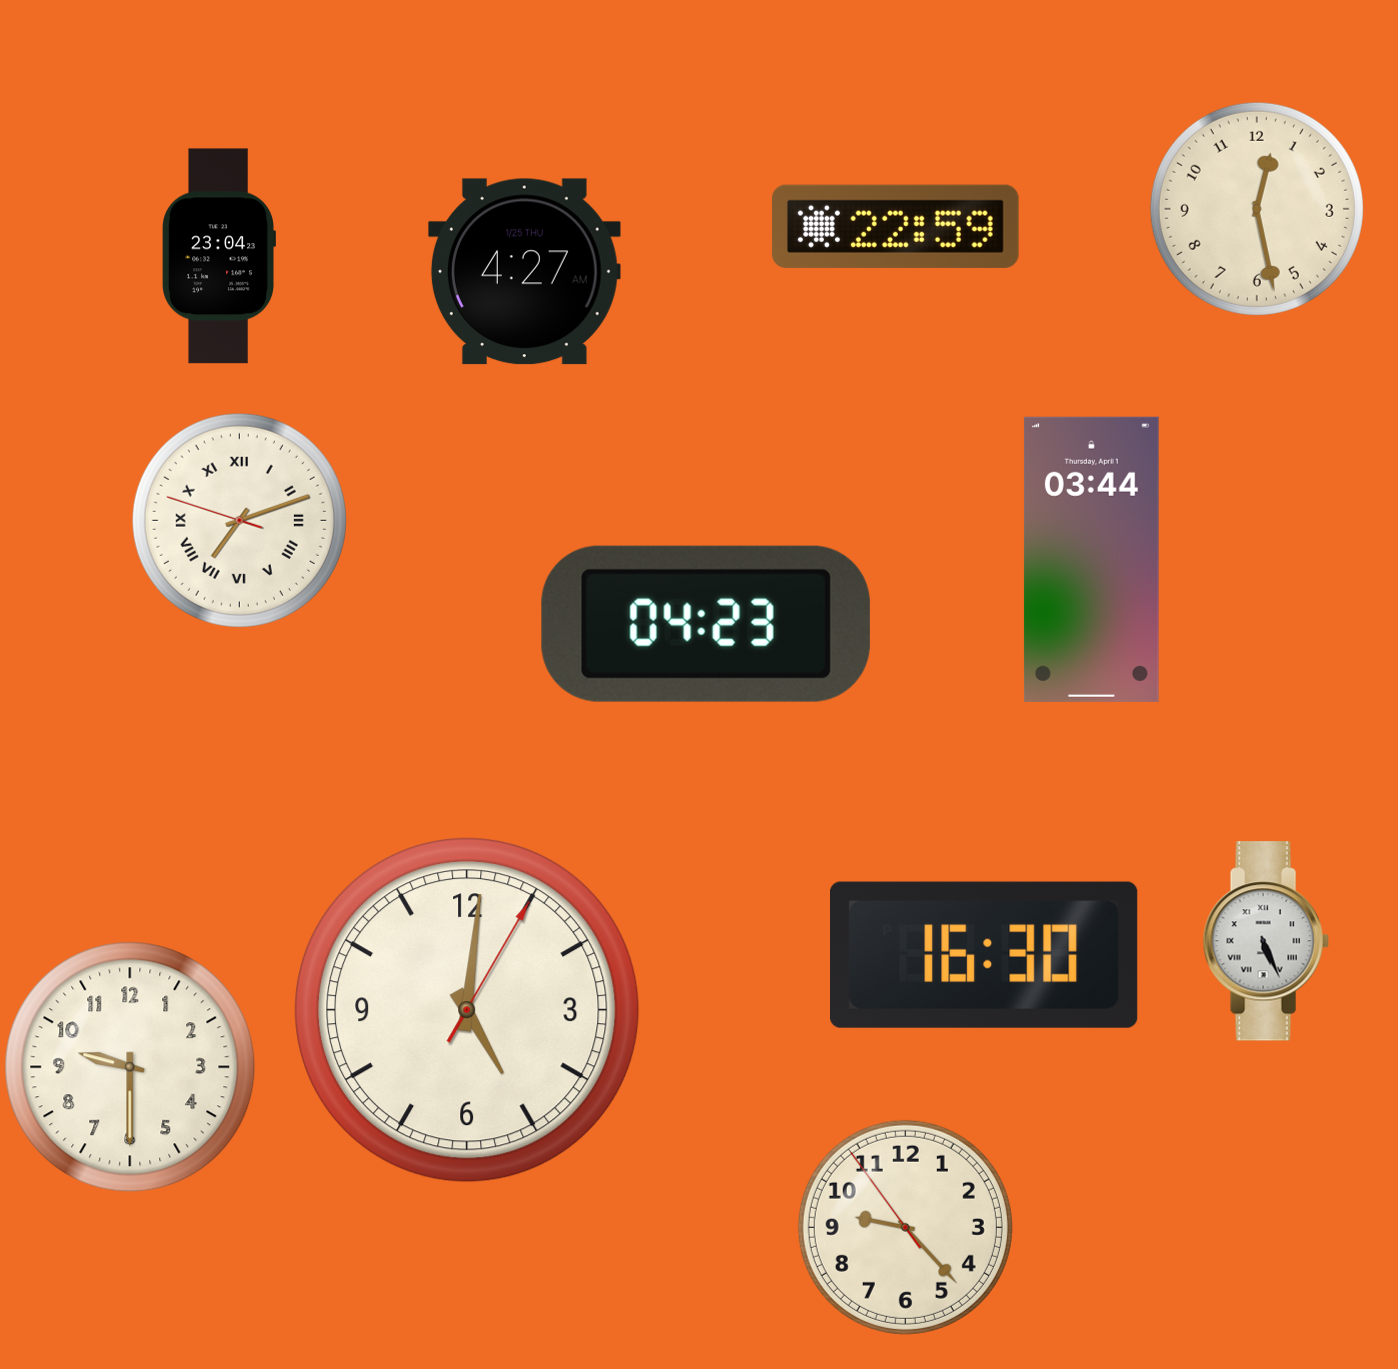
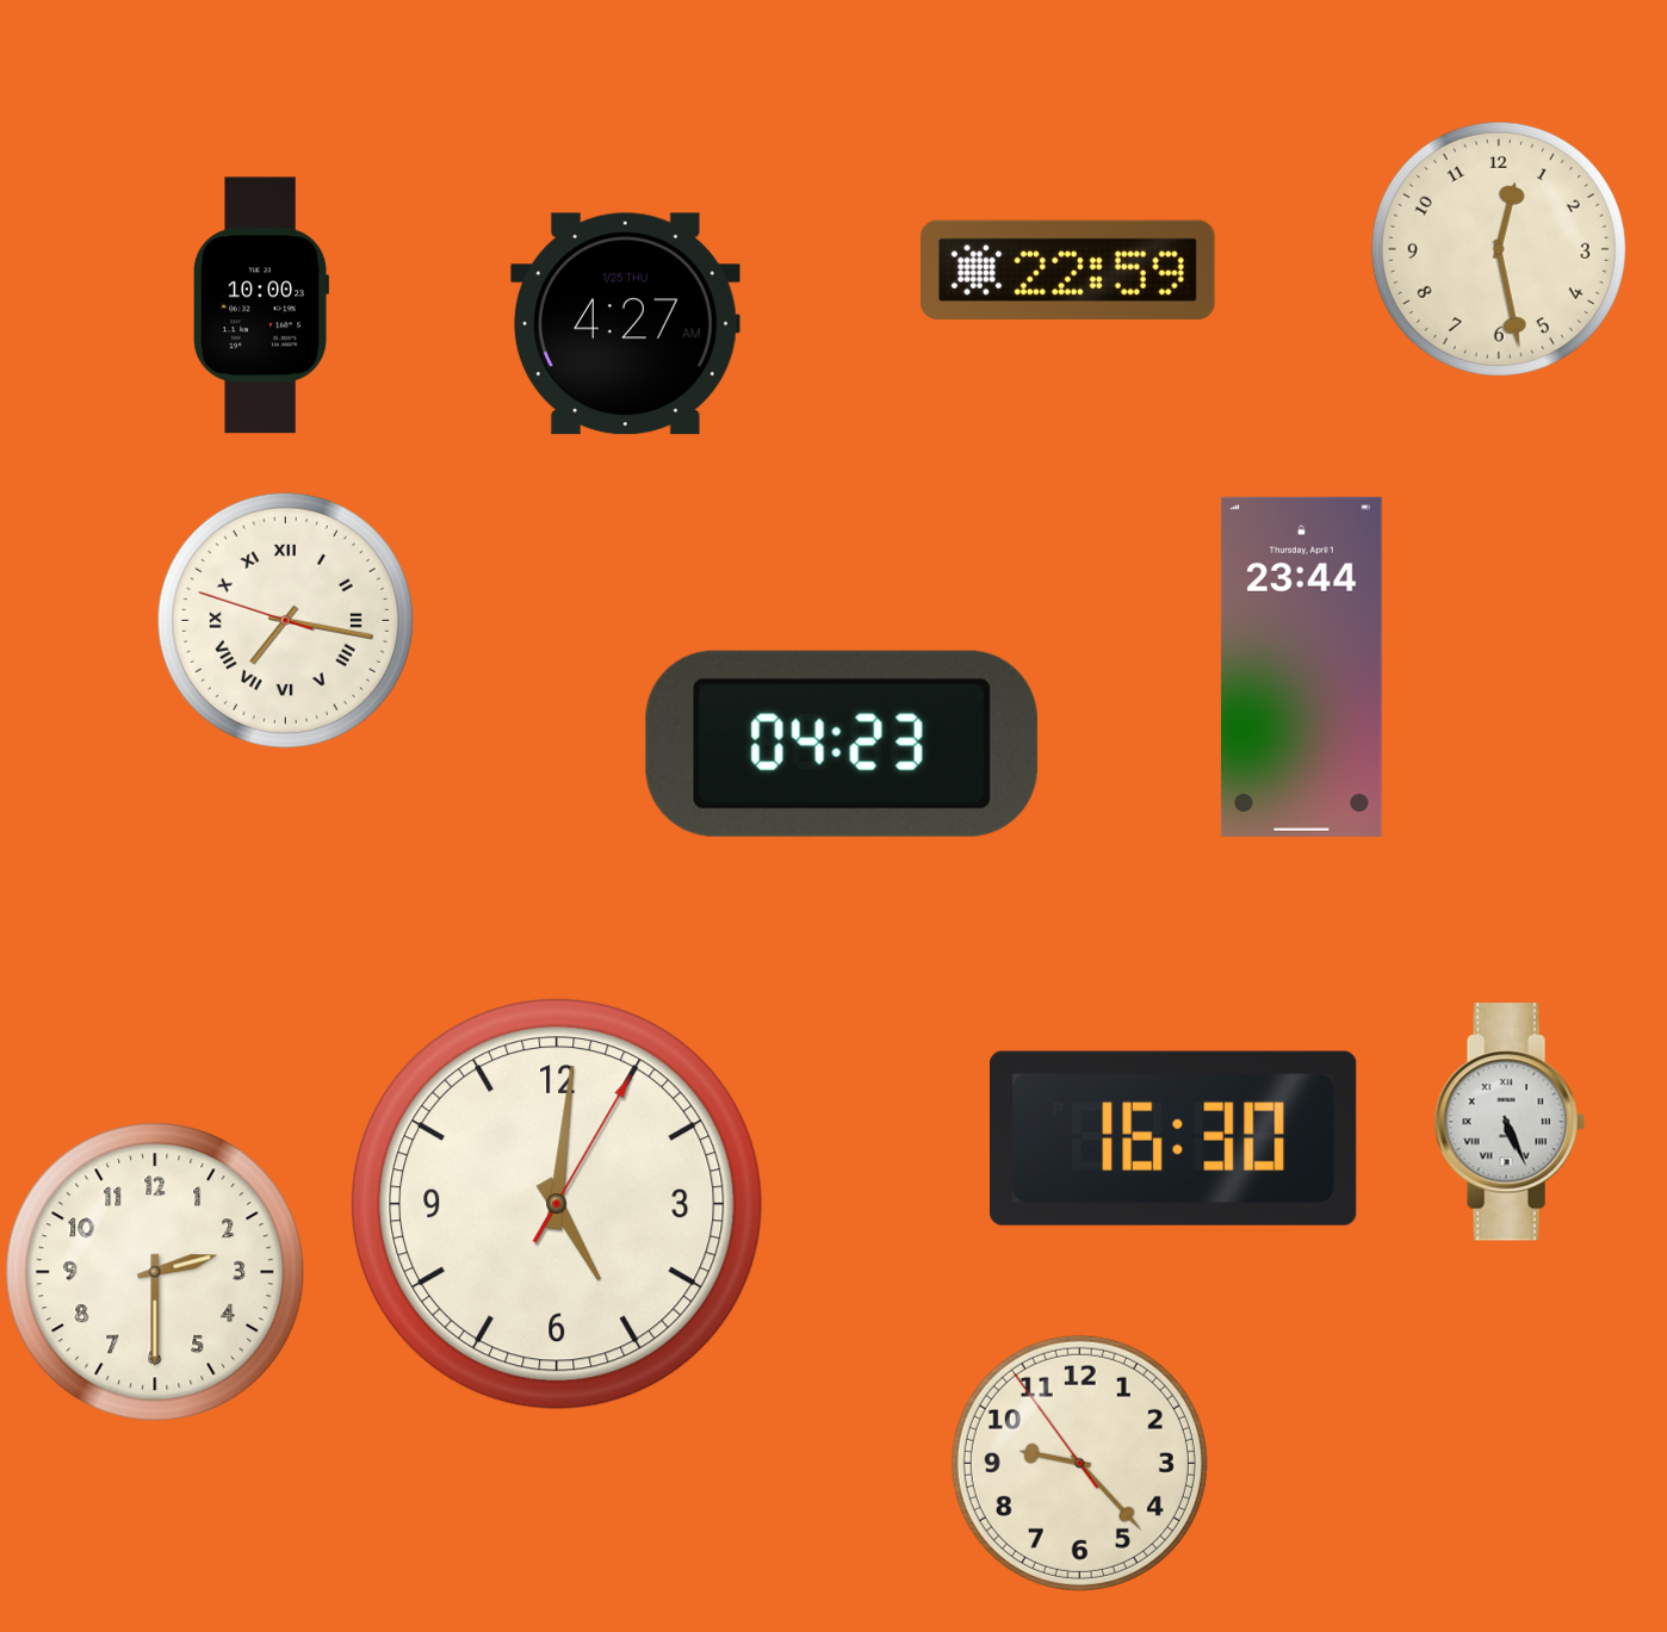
clock at (219, 256): 23:04 -> 10:00
clock at (239, 520): 7:11 -> 7:16
clock at (1091, 559): 03:44 -> 23:44
clock at (130, 1067): 9:30 -> 2:30
